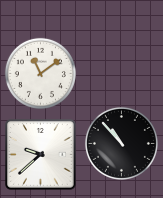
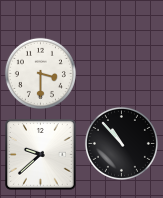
clock at (40, 73): 11:09 -> 3:30
